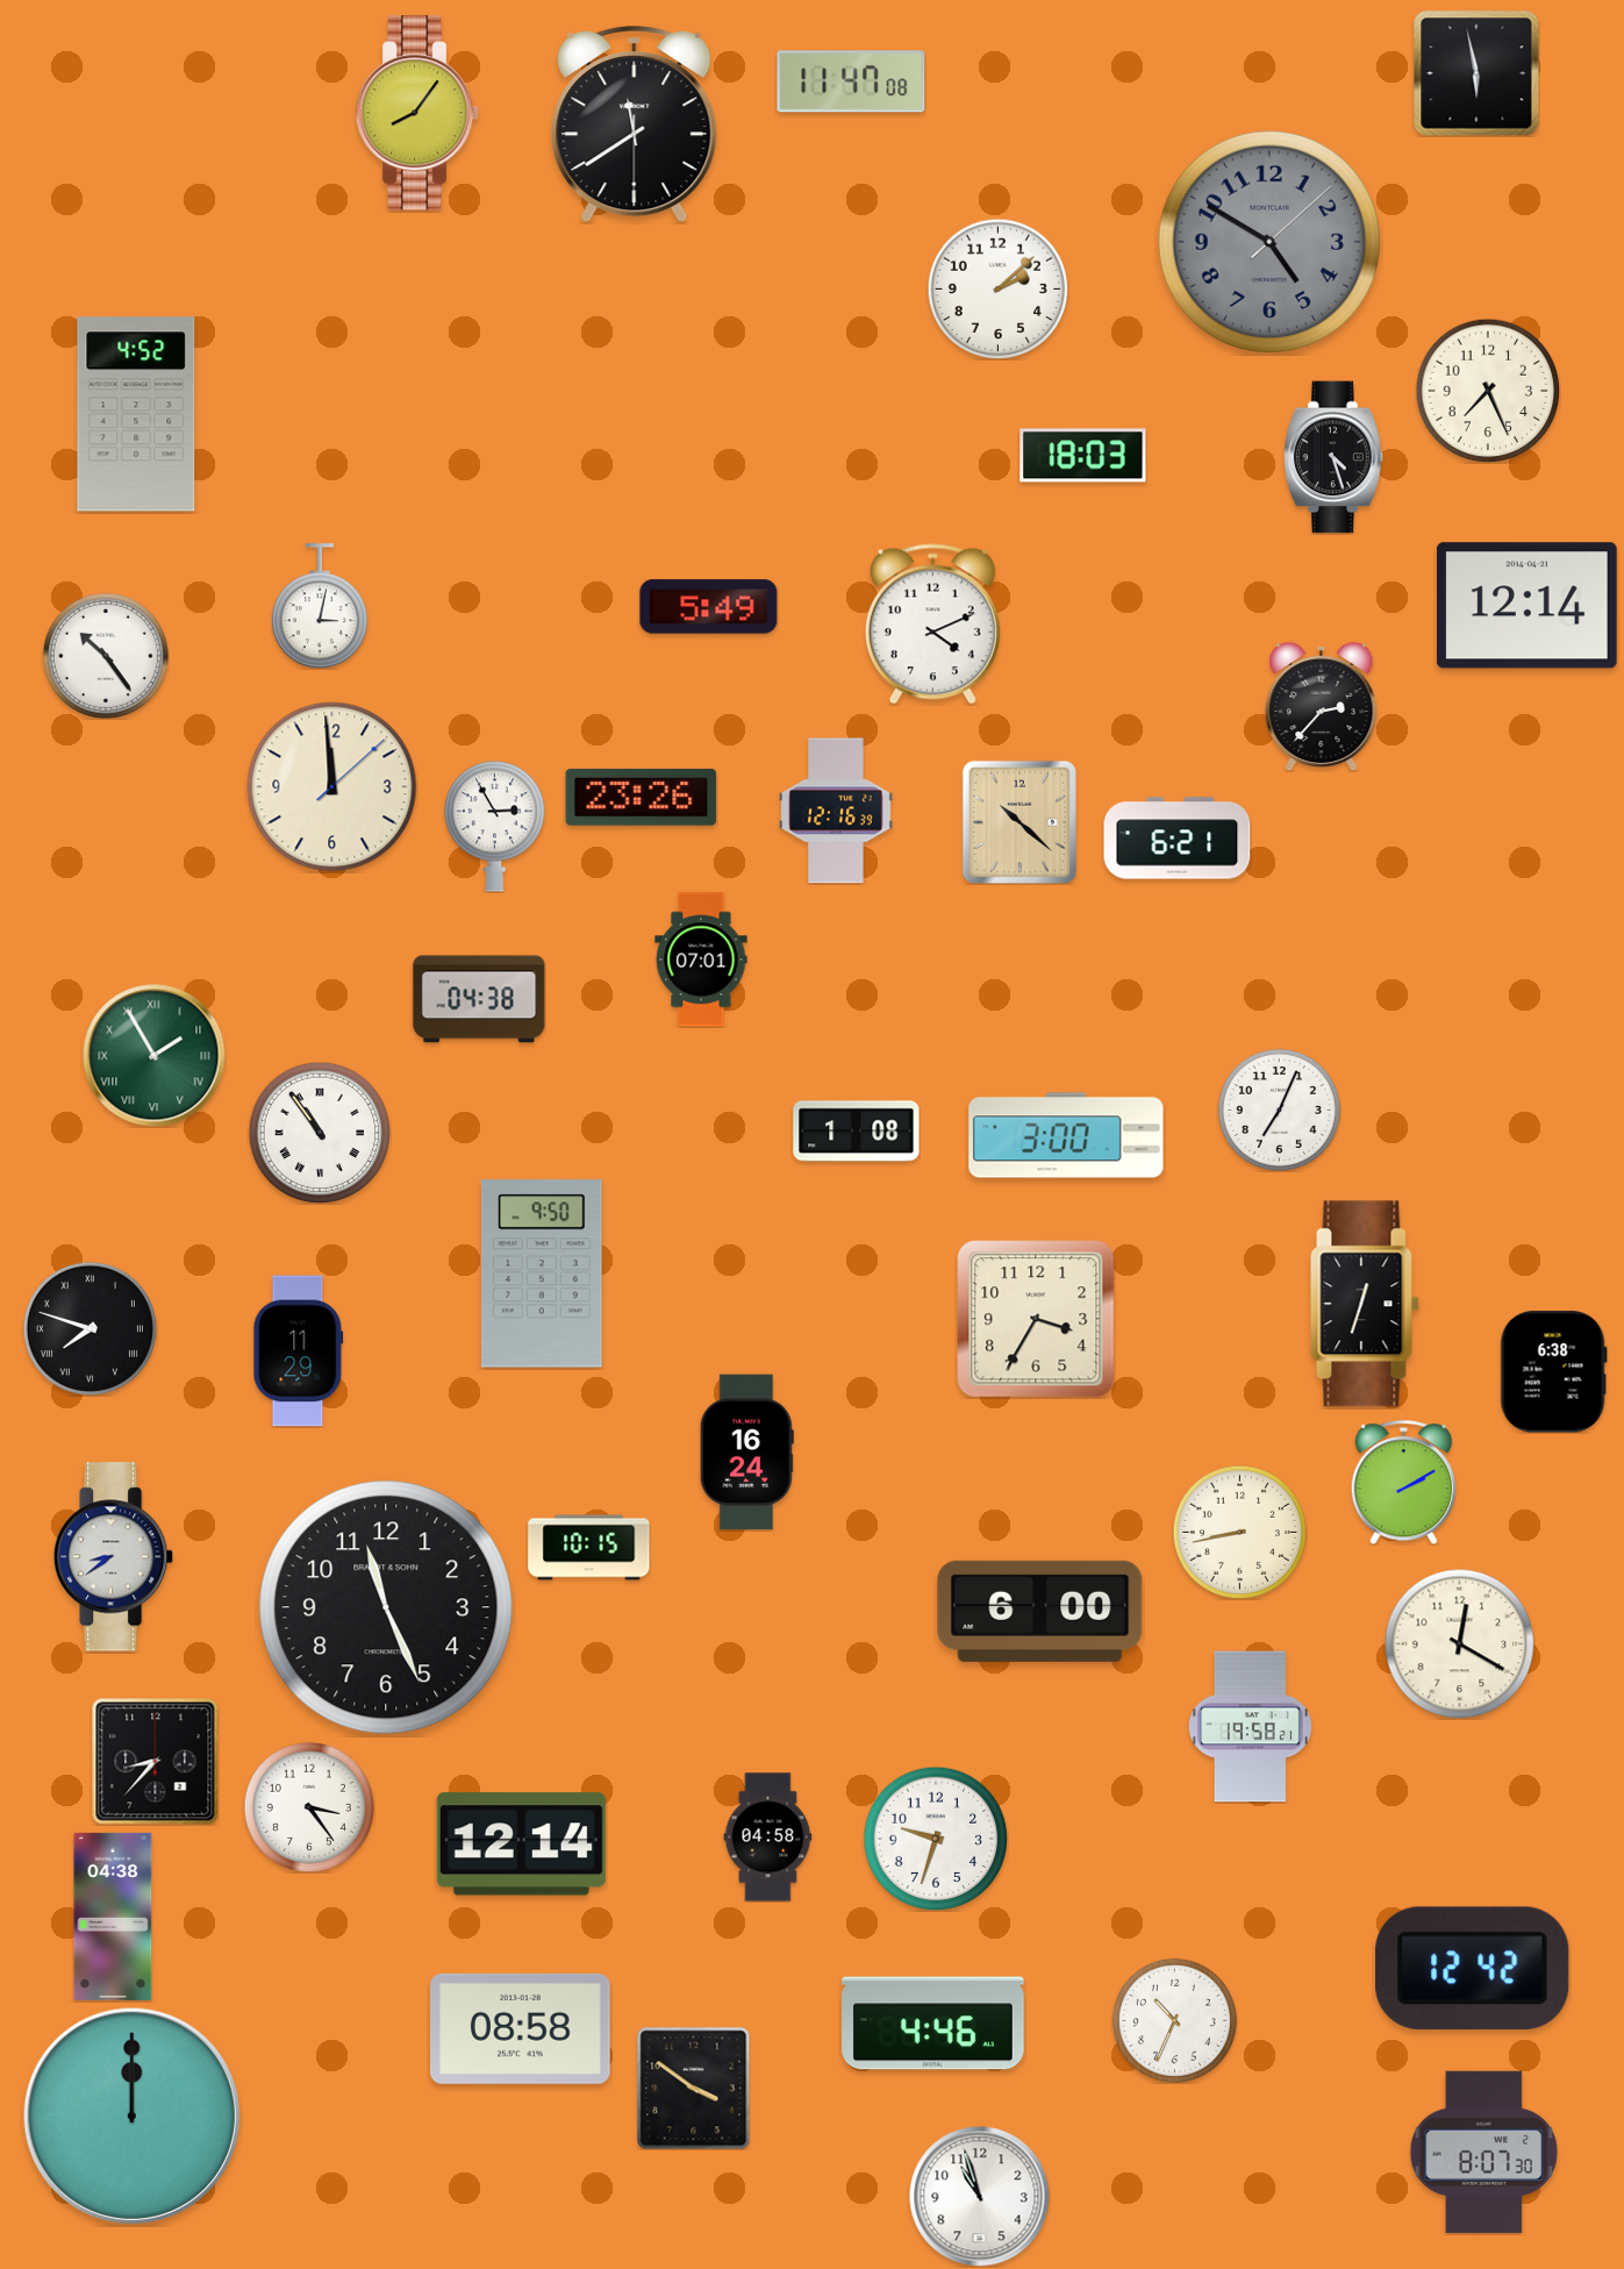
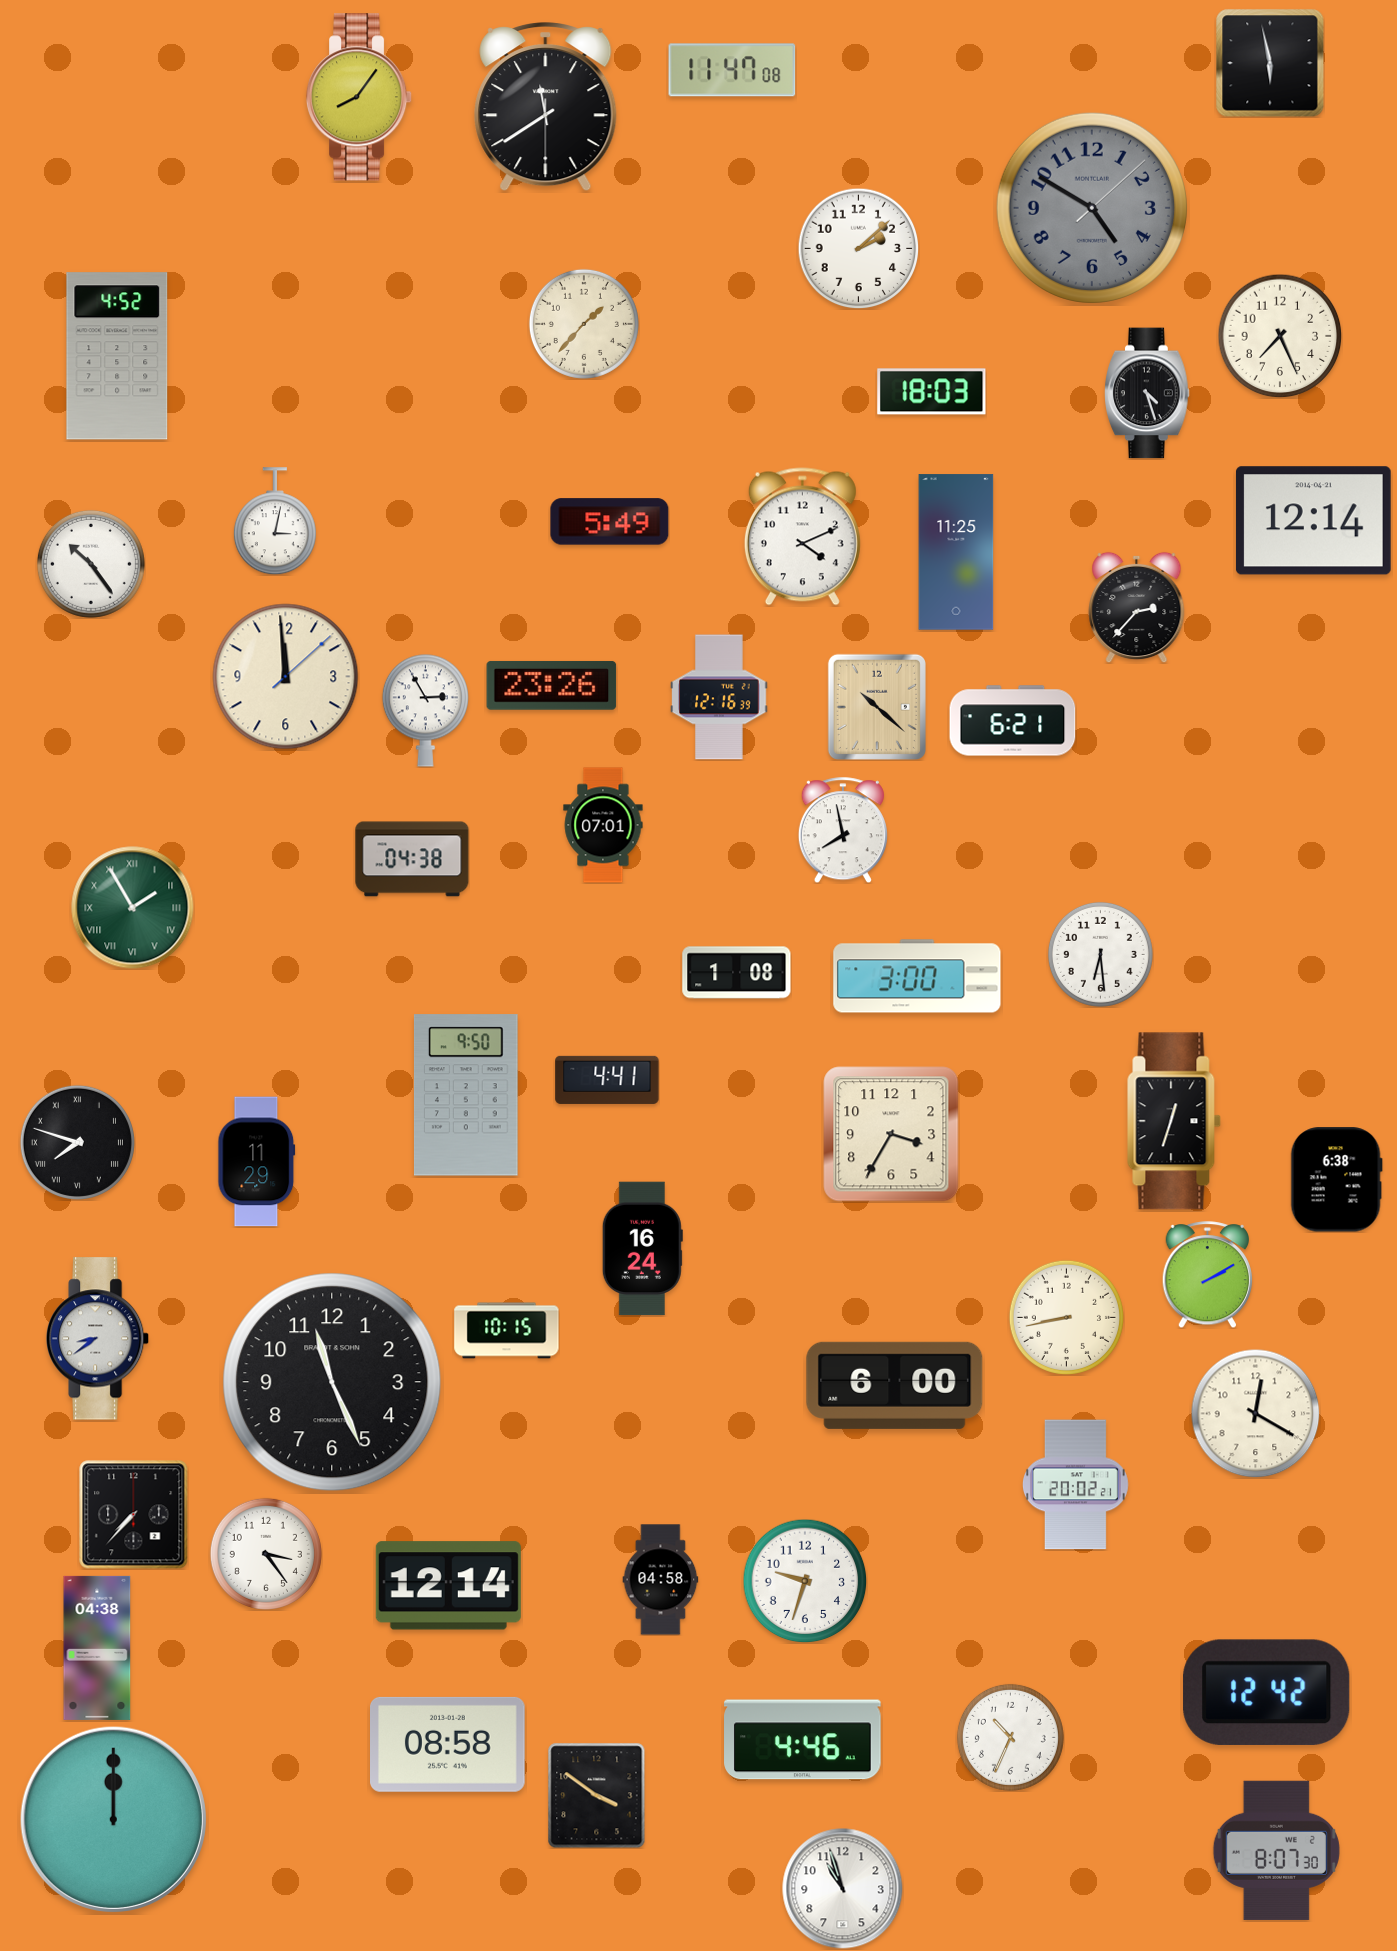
clock at (584, 324): none -> 1:37
clock at (956, 552): none -> 11:25
clock at (843, 830): none -> 7:58
clock at (1279, 1109): 7:04 -> 6:29
clock at (320, 1133): 10:54 -> none
clock at (607, 1080): none -> 4:41
clock at (1251, 1727): 19:58 -> 20:02
clock at (155, 1761): 8:37 -> 7:37
